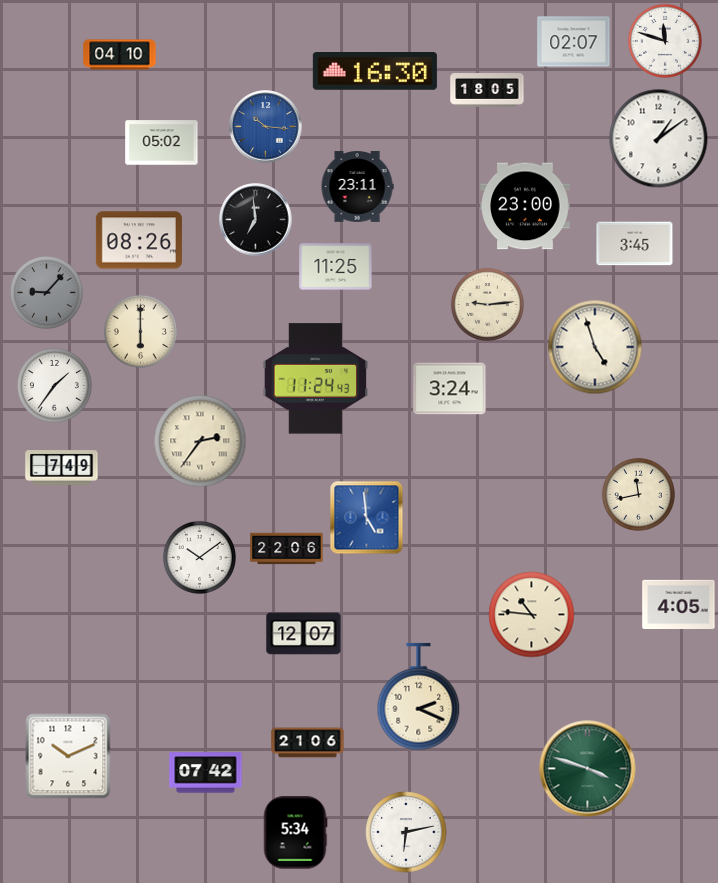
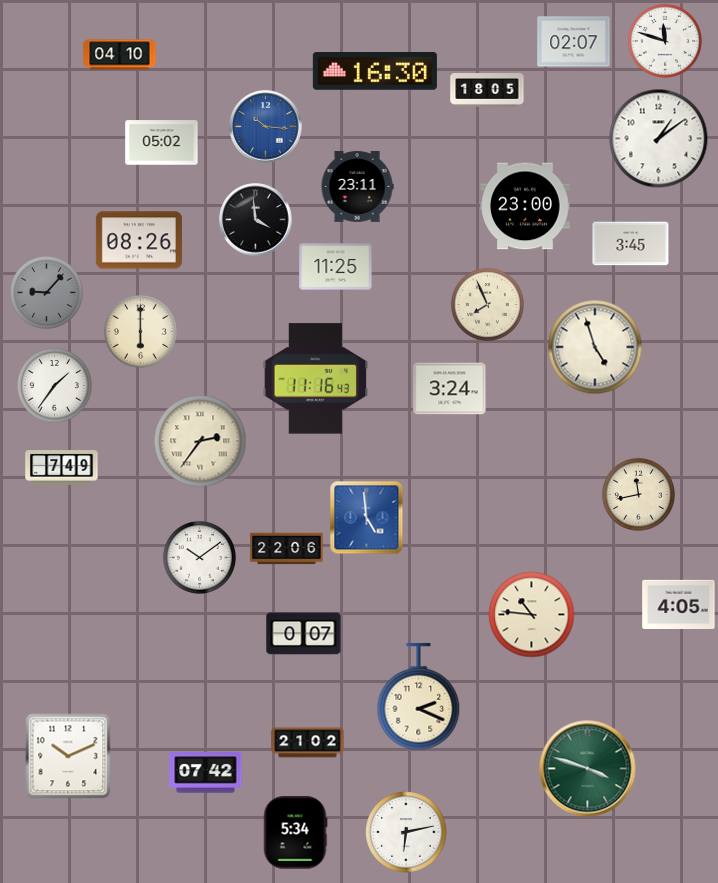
clock at (256, 220): 6:59 -> 3:59
clock at (635, 244) position: (635, 244) -> (631, 244)
clock at (487, 304): 9:14 -> 7:56
clock at (316, 379): 11:24 -> 11:16
clock at (304, 634): 12:07 -> 0:07
clock at (308, 743): 21:06 -> 21:02
